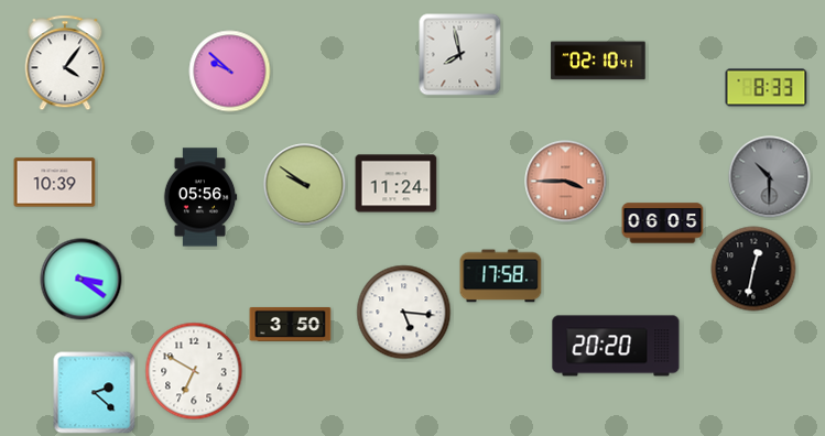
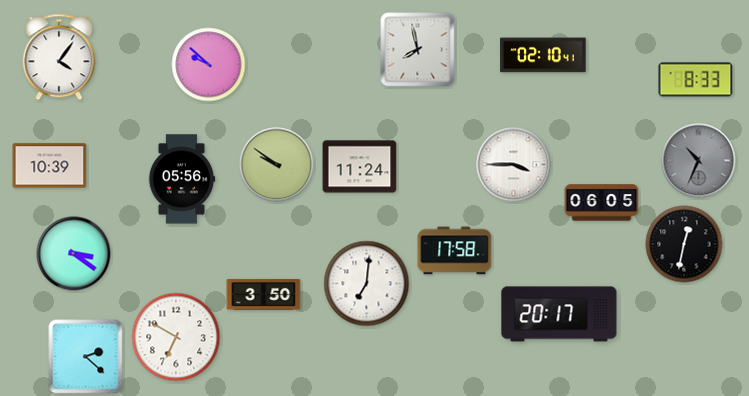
clock at (770, 177): 10:30 -> 10:34
clock at (566, 182) dial: salmon -> white
clock at (305, 185) position: (305, 185) -> (277, 165)
clock at (404, 313): 5:16 -> 7:01
clock at (616, 346): 20:20 -> 20:17
